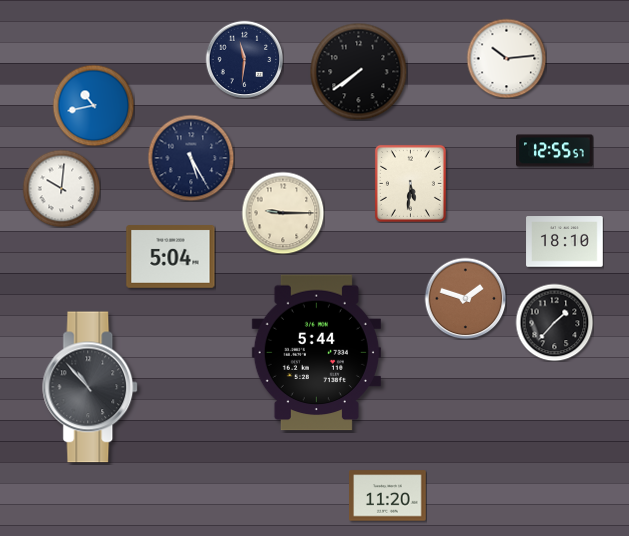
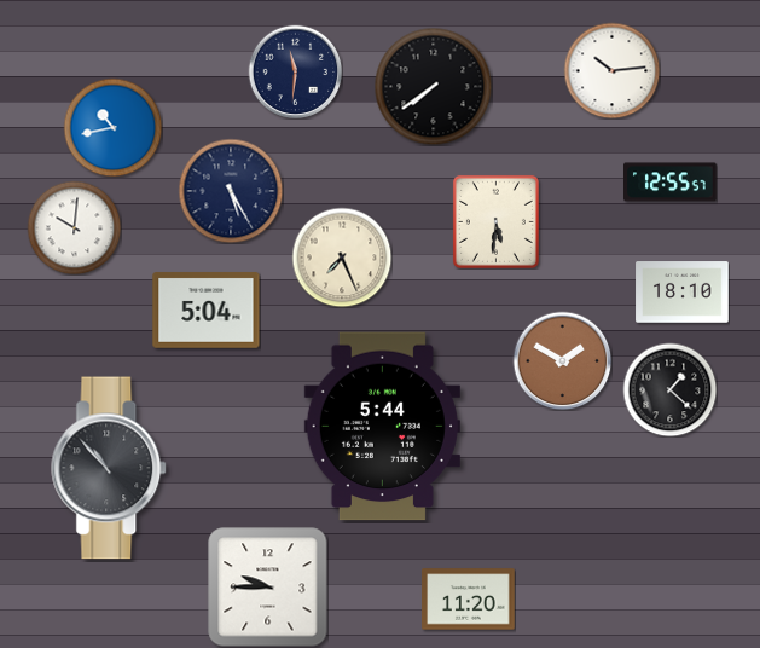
clock at (283, 213): 9:15 -> 7:26
clock at (465, 298): 1:48 -> 1:50
clock at (554, 322): 1:37 -> 1:22
clock at (268, 588): none -> 9:45
